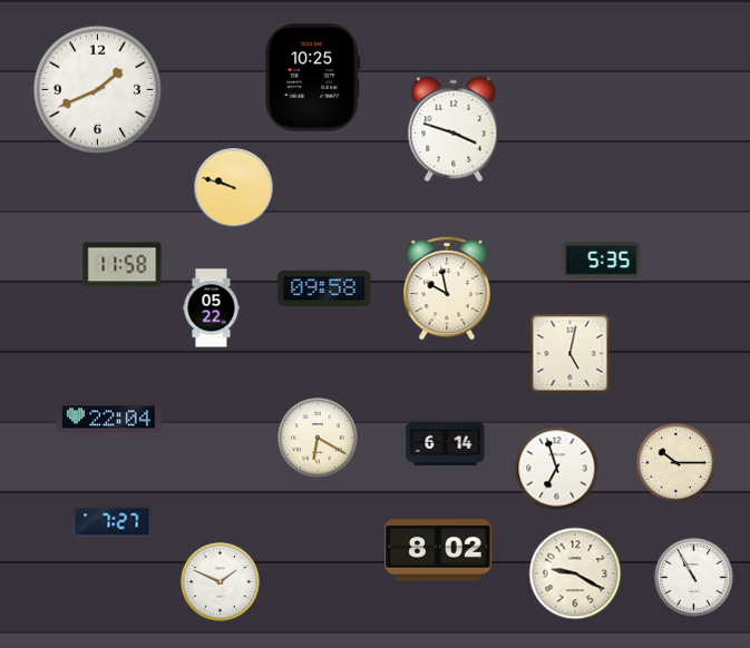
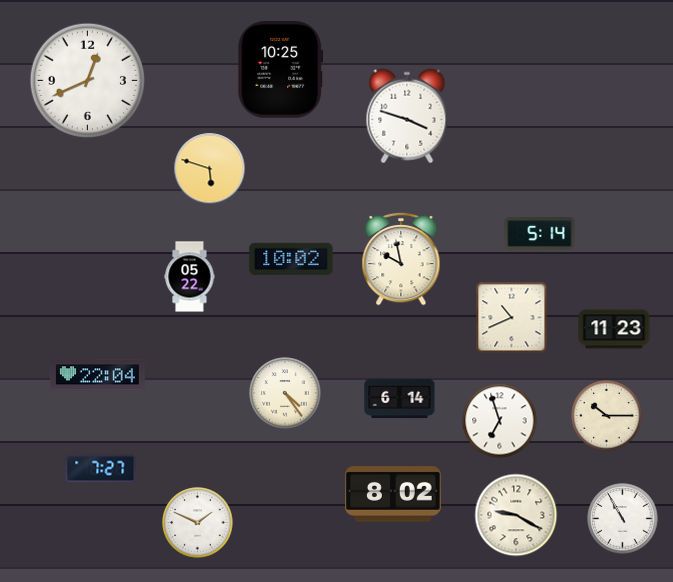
clock at (98, 90): 1:41 -> 12:41
clock at (234, 188): 9:48 -> 5:48
clock at (602, 261): 5:35 -> 5:14
clock at (123, 265): 11:58 -> none
clock at (324, 288): 09:58 -> 10:02
clock at (571, 354): 5:02 -> 10:41
clock at (614, 329): none -> 11:23
clock at (318, 438): 6:20 -> 4:24
